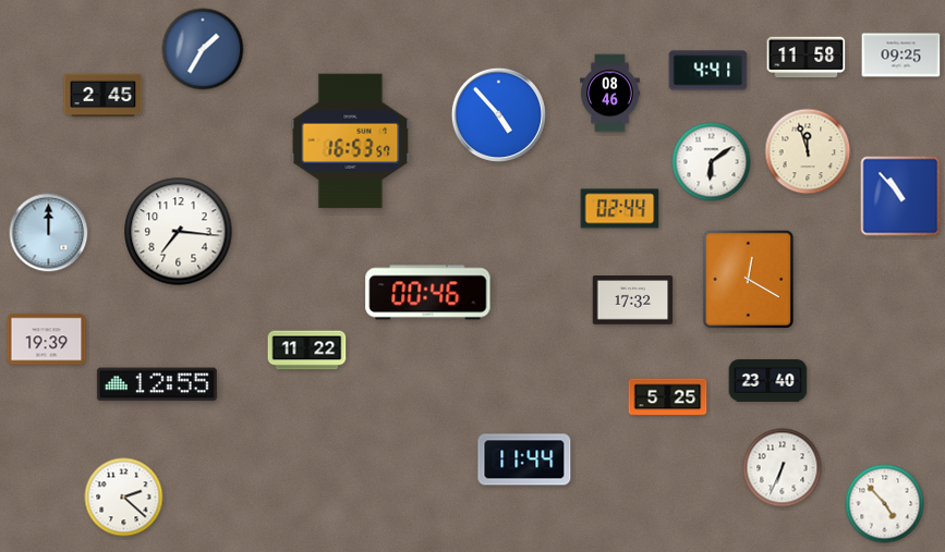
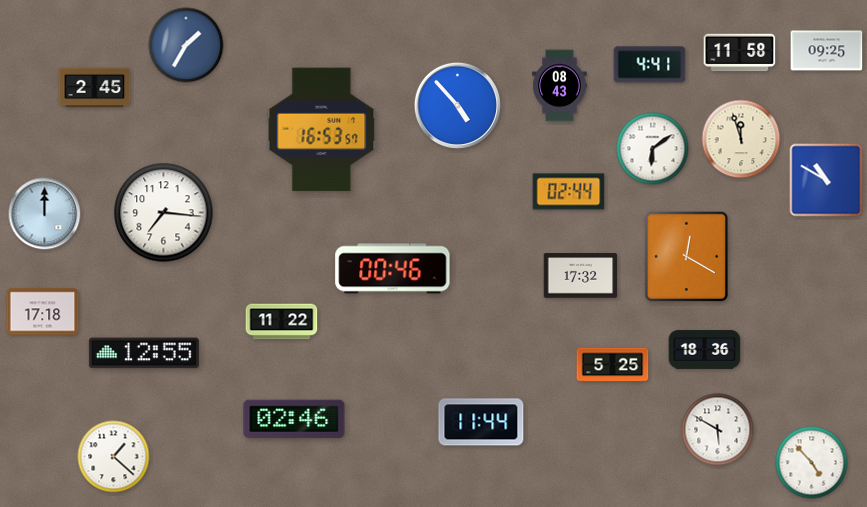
clock at (610, 94): 08:46 -> 08:43
clock at (900, 196): 10:53 -> 10:50
clock at (47, 340): 19:39 -> 17:18
clock at (768, 381): 23:40 -> 18:36
clock at (294, 419): none -> 02:46
clock at (783, 468): 6:34 -> 5:50
clock at (124, 498): 2:22 -> 1:22
